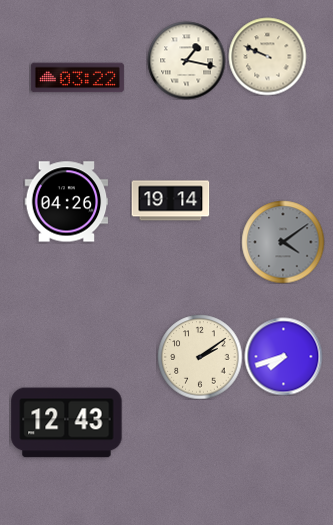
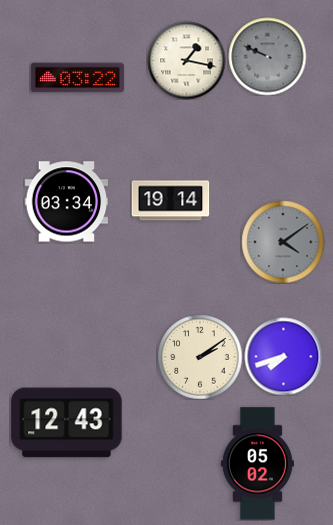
clock at (267, 56) dial: cream -> grey
clock at (66, 202): 04:26 -> 03:34
clock at (257, 464): none -> 05:02
